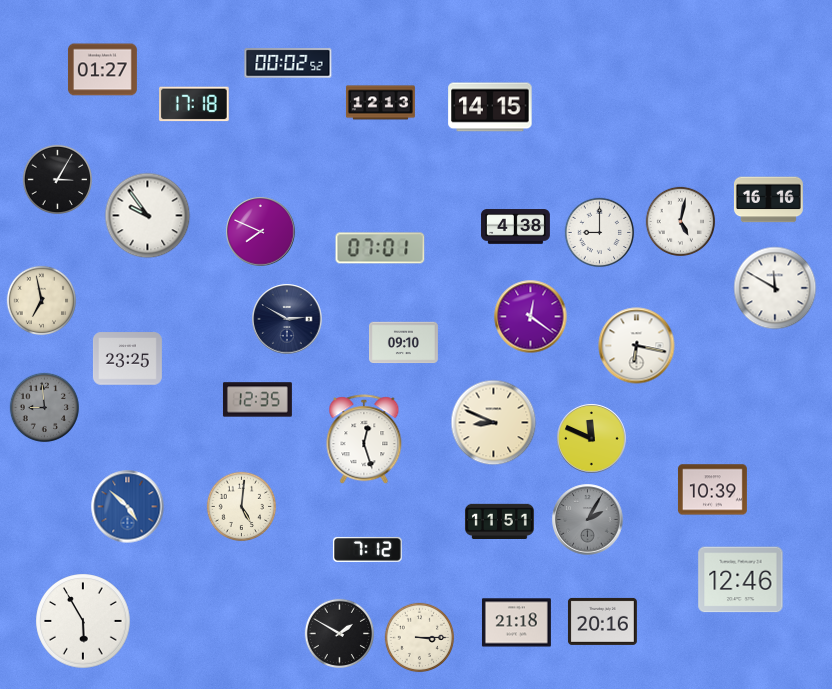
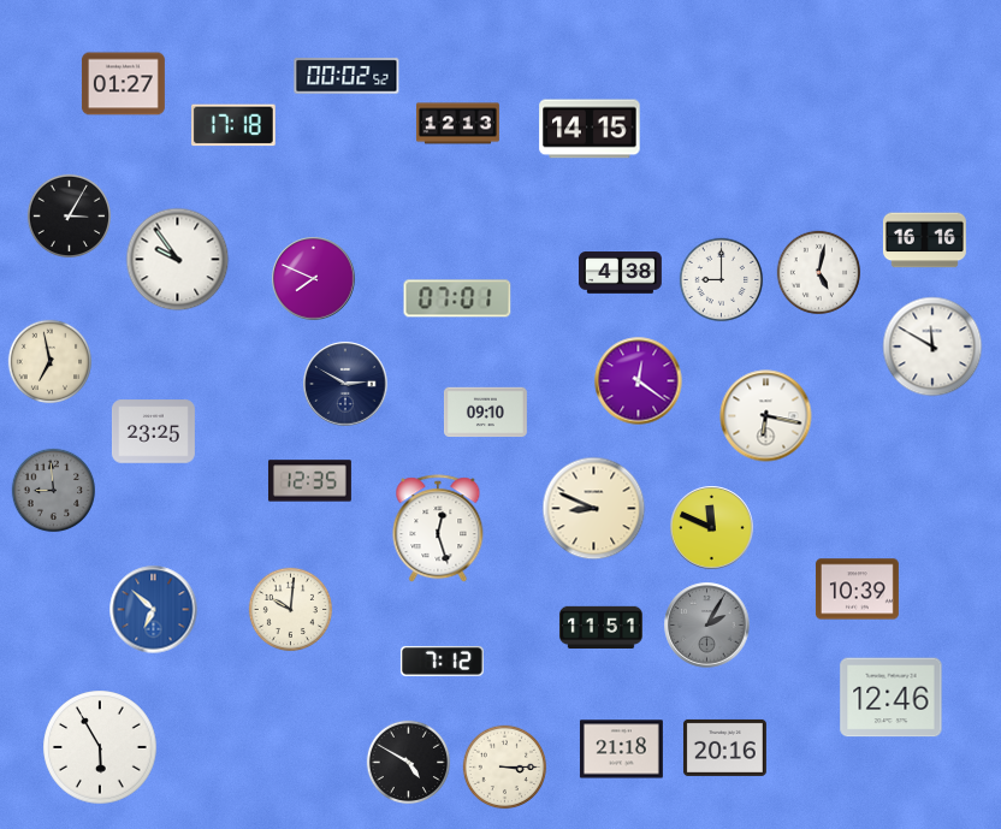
clock at (681, 222) position: (681, 222) -> (819, 273)
clock at (128, 507): 4:52 -> 6:52
clock at (242, 507): 5:01 -> 10:01
clock at (340, 634): 1:50 -> 4:50
